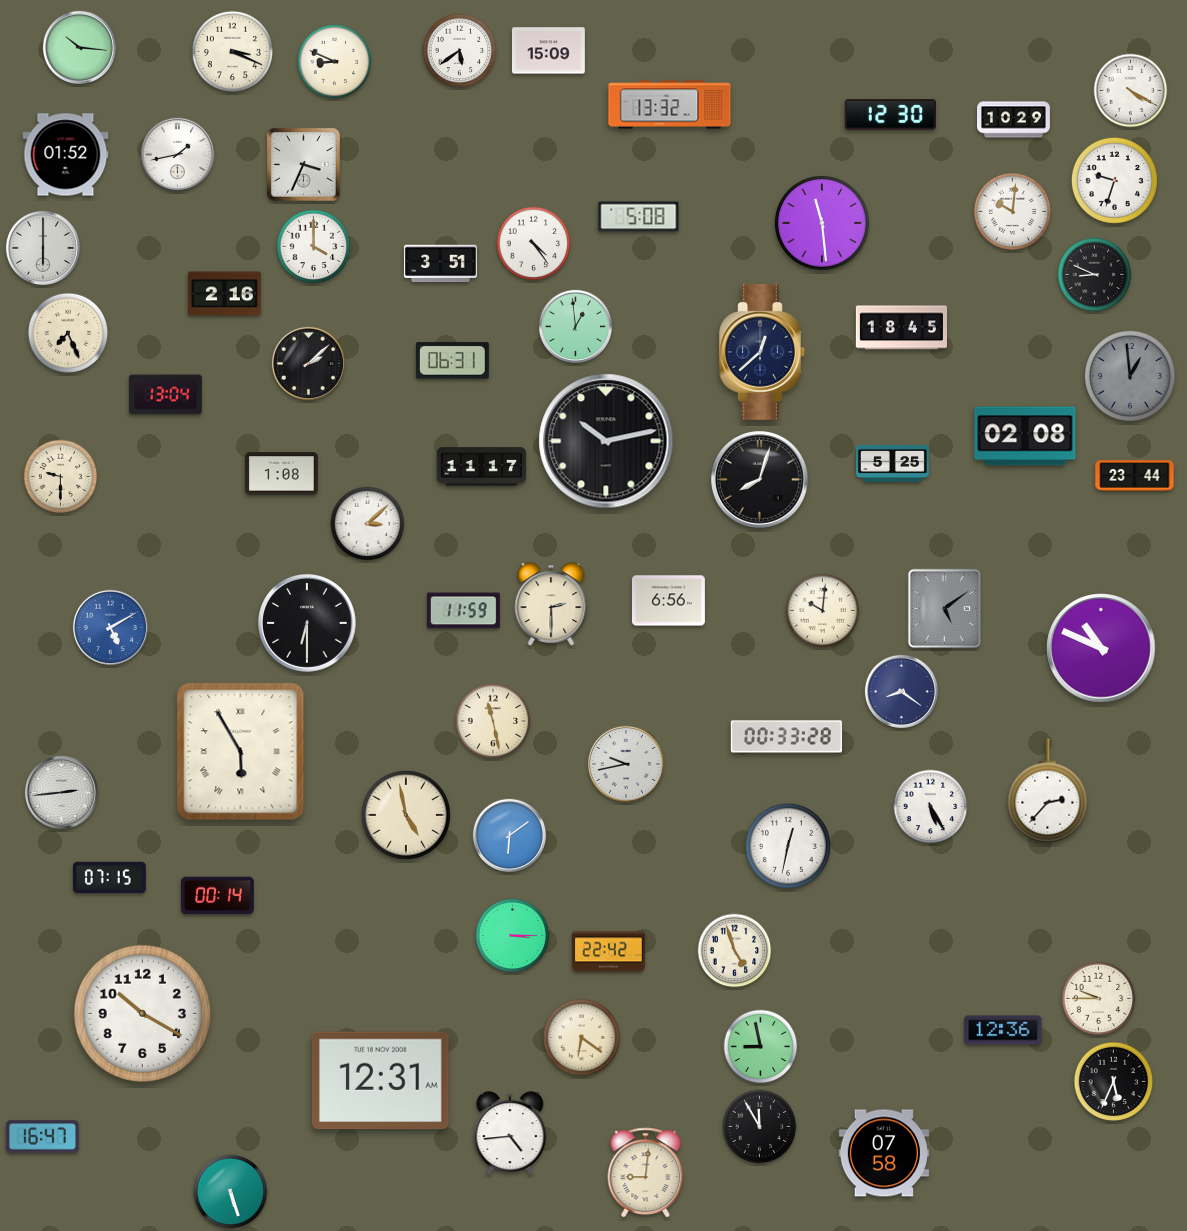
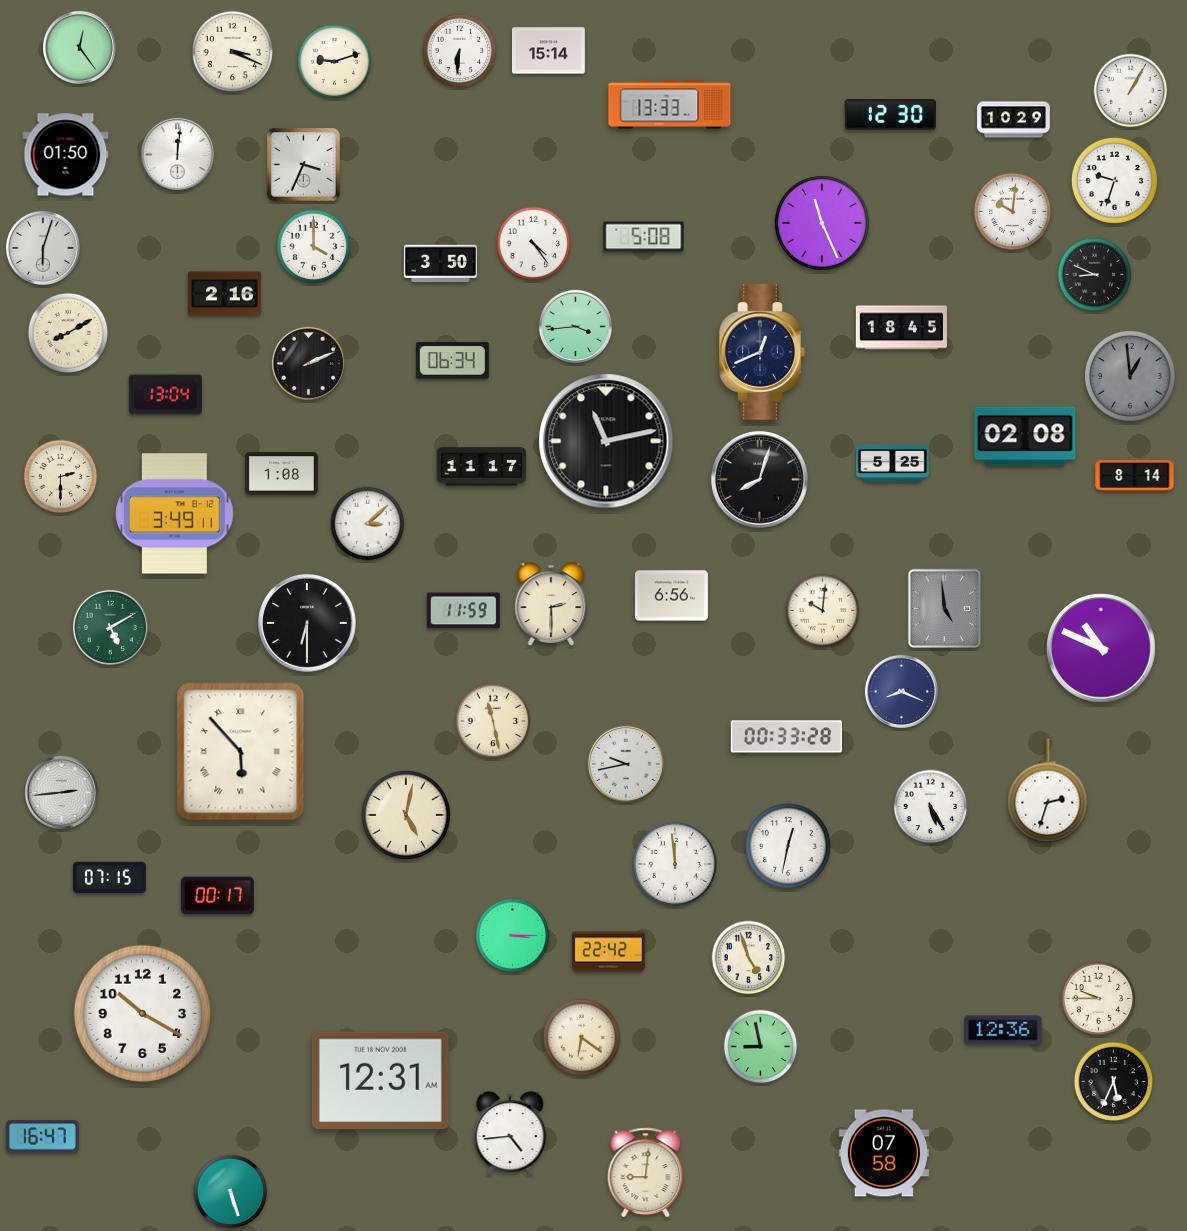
clock at (79, 47): 10:16 -> 12:24
clock at (460, 51): 5:39 -> 6:31
clock at (548, 51): 15:09 -> 15:14
clock at (335, 62): 8:49 -> 9:12
clock at (1131, 91): 4:20 -> 1:05
clock at (670, 105): 13:32 -> 13:33
clock at (177, 154): 1:43 -> 12:01
clock at (66, 155): 01:52 -> 01:50
clock at (639, 217) position: (639, 217) -> (644, 237)
clock at (822, 223): 11:29 -> 11:26
clock at (43, 248): 6:00 -> 6:03
clock at (440, 264): 3:51 -> 3:50
clock at (575, 326): 12:59 -> 3:44
clock at (68, 333): 7:26 -> 8:10
clock at (762, 352): 12:38 -> 12:41
clock at (452, 361): 06:31 -> 06:34
clock at (308, 363): 2:08 -> 2:11
clock at (606, 441): 10:13 -> 11:13
clock at (1135, 476): 23:44 -> 8:14
clock at (61, 477): 9:30 -> 2:30
clock at (175, 514): none -> 3:49
clock at (668, 601) position: (668, 601) -> (671, 596)
clock at (945, 609): 5:09 -> 4:59
clock at (110, 627) dial: blue -> green
clock at (901, 691): 8:21 -> 8:19
clock at (241, 752): 5:55 -> 5:53
clock at (1048, 791): 2:37 -> 2:33
clock at (406, 815): 4:58 -> 5:02
clock at (509, 835): 6:09 -> none
clock at (675, 864): none -> 11:59
clock at (217, 896): 00:14 -> 00:17
clock at (735, 951) position: (735, 951) -> (749, 958)
clock at (760, 1127): 11:55 -> none
